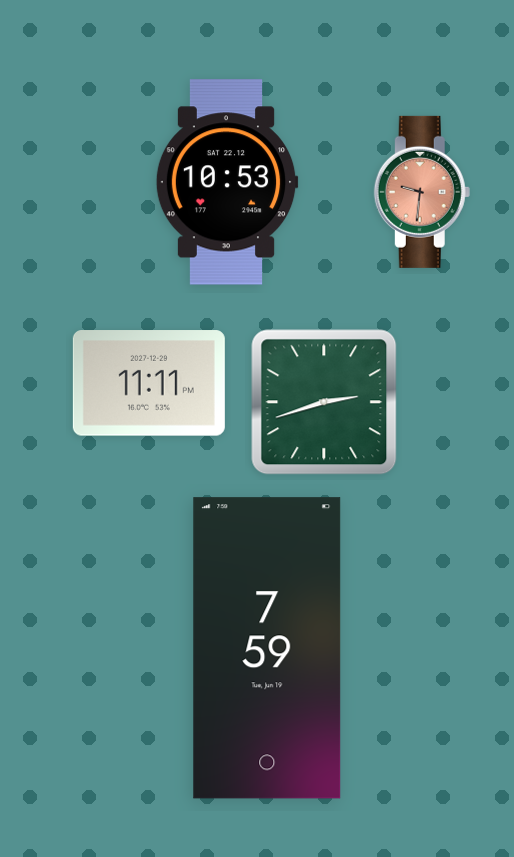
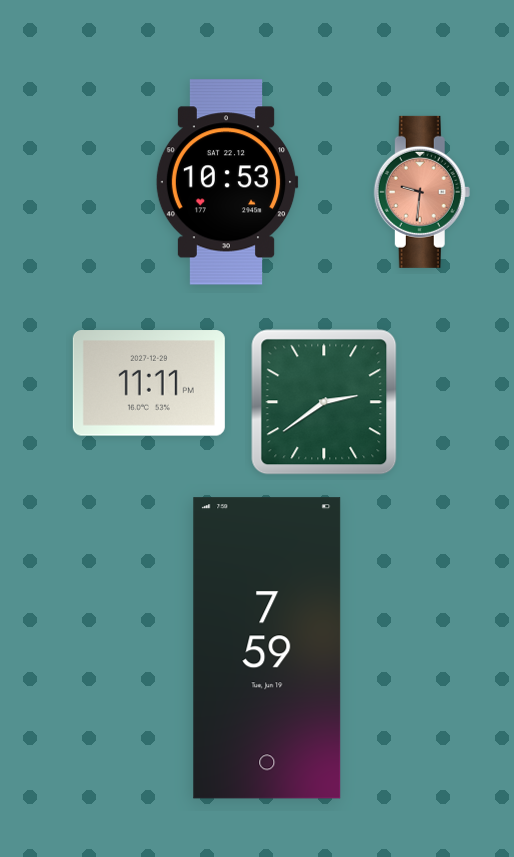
clock at (324, 402): 2:42 -> 2:39
